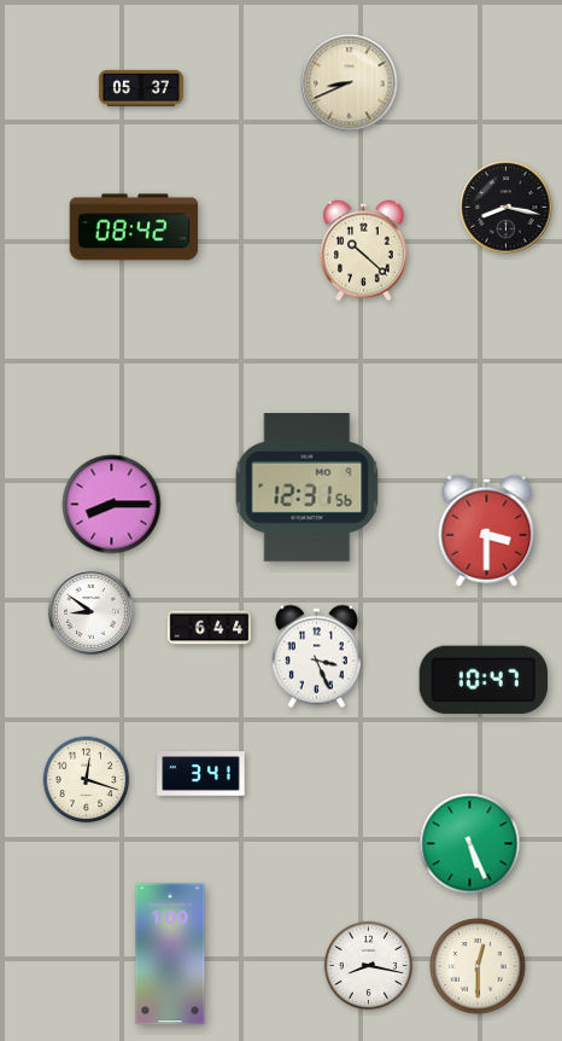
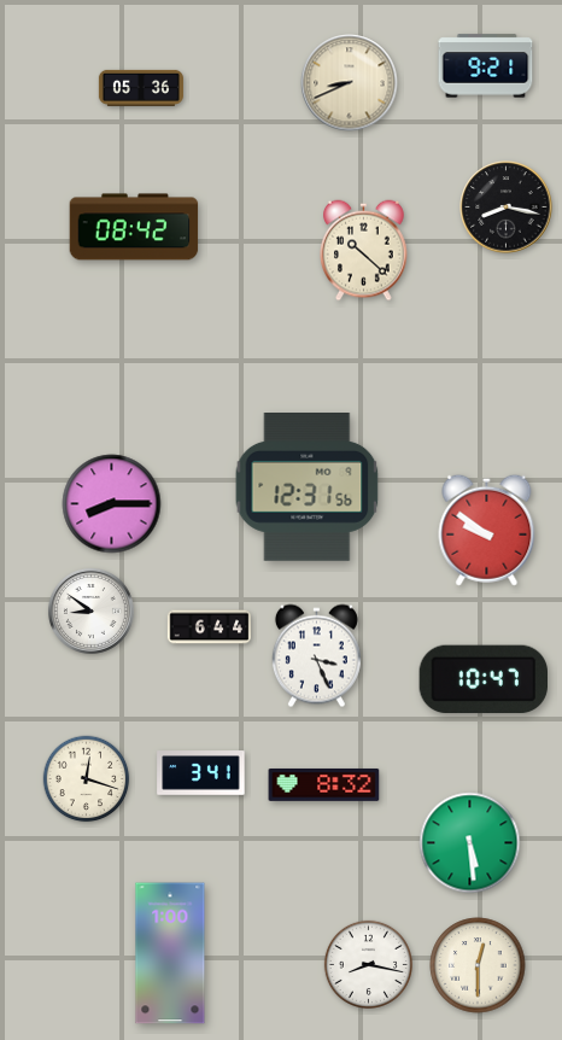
clock at (486, 66): none -> 9:21
clock at (141, 88): 05:37 -> 05:36
clock at (487, 530): 3:30 -> 9:51
clock at (324, 785): none -> 8:32
clock at (470, 844): 5:26 -> 5:29
